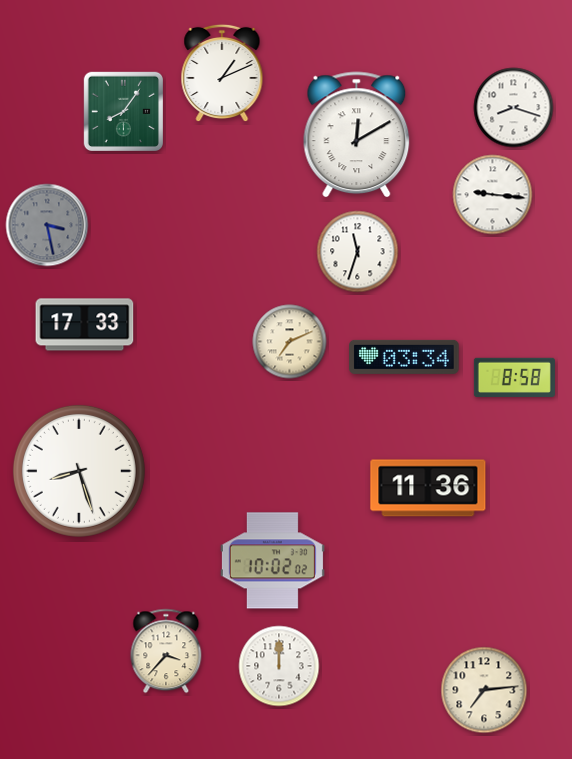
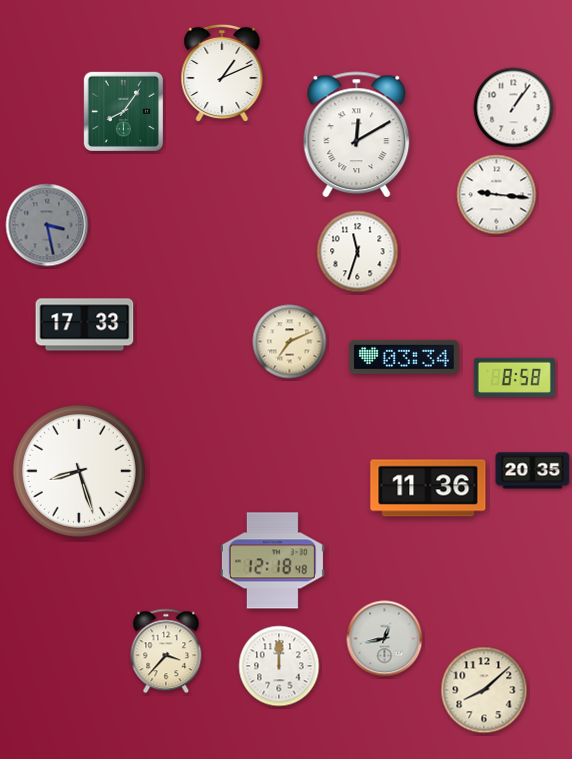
clock at (514, 108): 8:18 -> 1:06
clock at (493, 195) position: (493, 195) -> (497, 195)
clock at (533, 471): none -> 20:35
clock at (272, 561): 10:02 -> 12:18
clock at (385, 639): none -> 12:43
clock at (484, 690): 7:14 -> 8:08
